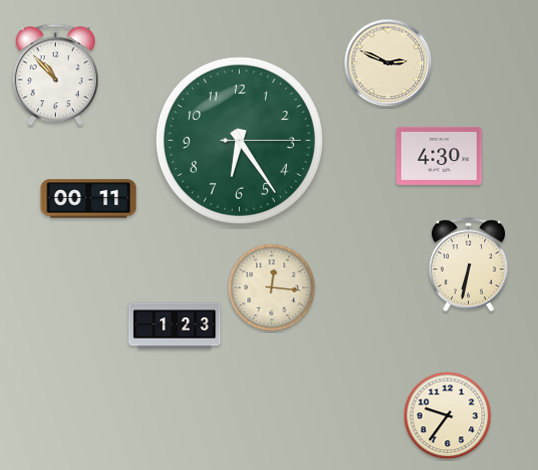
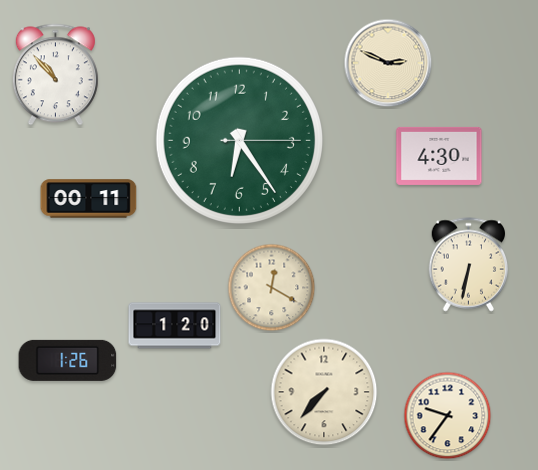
clock at (272, 288): 12:16 -> 12:20
clock at (175, 326): 1:23 -> 1:20
clock at (68, 360): none -> 1:26
clock at (324, 392): none -> 7:37
